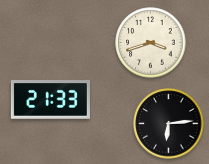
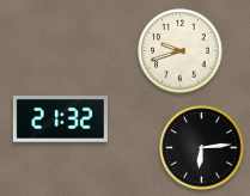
clock at (151, 43): 3:42 -> 9:42
clock at (50, 100): 21:33 -> 21:32
